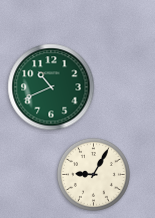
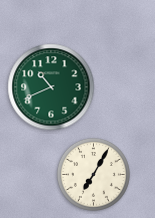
clock at (93, 174): 9:05 -> 7:05
